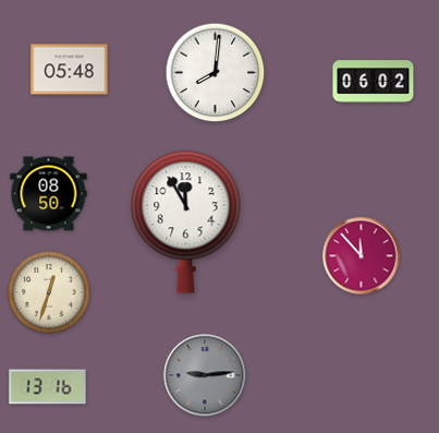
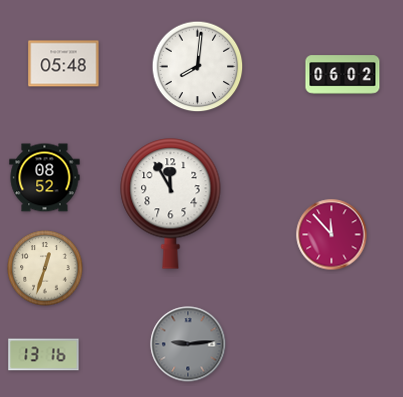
clock at (49, 194): 08:50 -> 08:52
